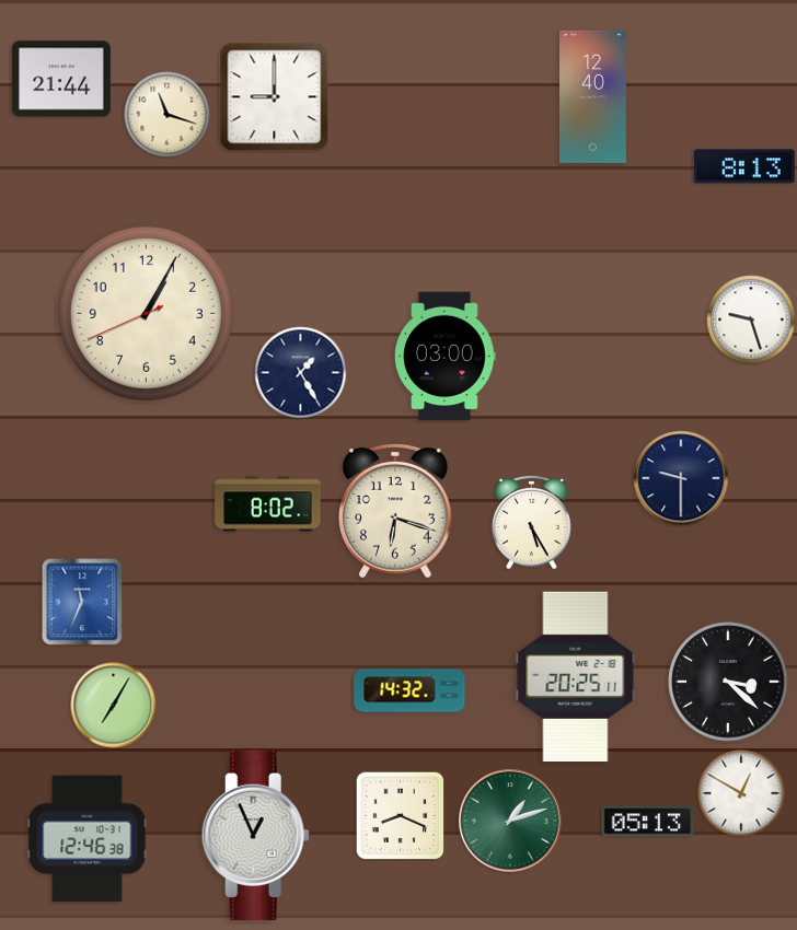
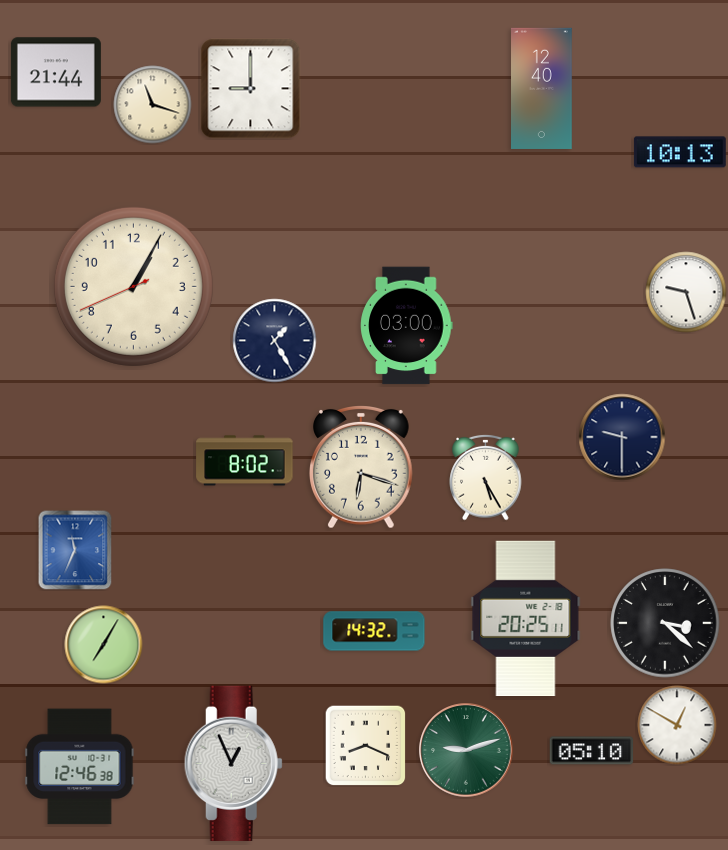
clock at (744, 166): 8:13 -> 10:13
clock at (510, 821): 1:12 -> 9:12
clock at (648, 822): 05:13 -> 05:10
